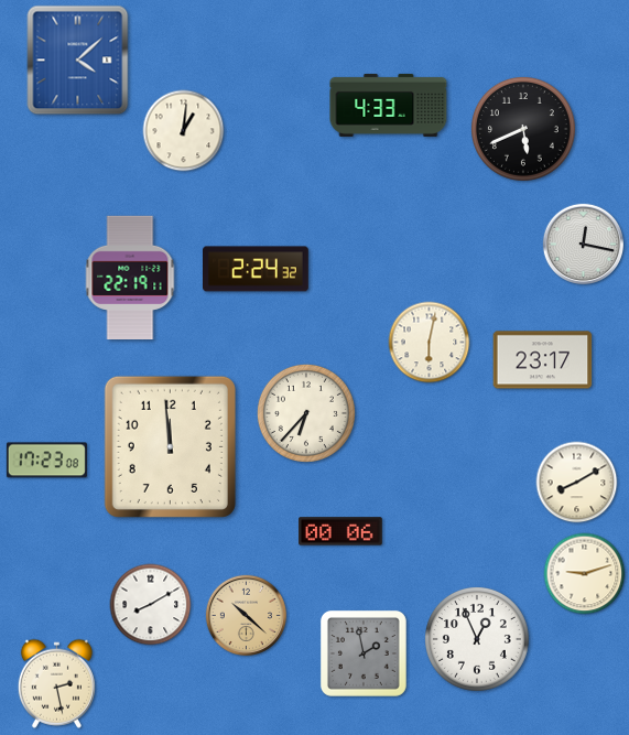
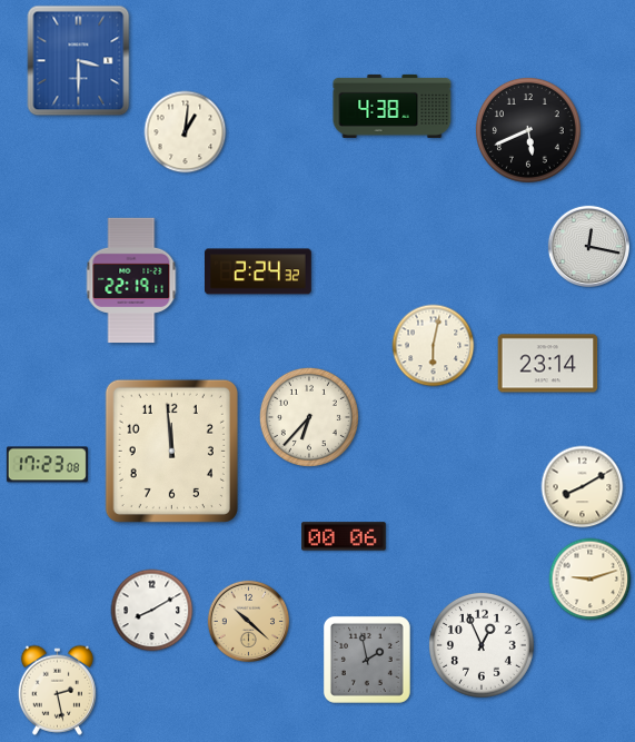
clock at (78, 61): 4:08 -> 3:30
clock at (389, 105): 4:33 -> 4:38
clock at (543, 360): 23:17 -> 23:14
